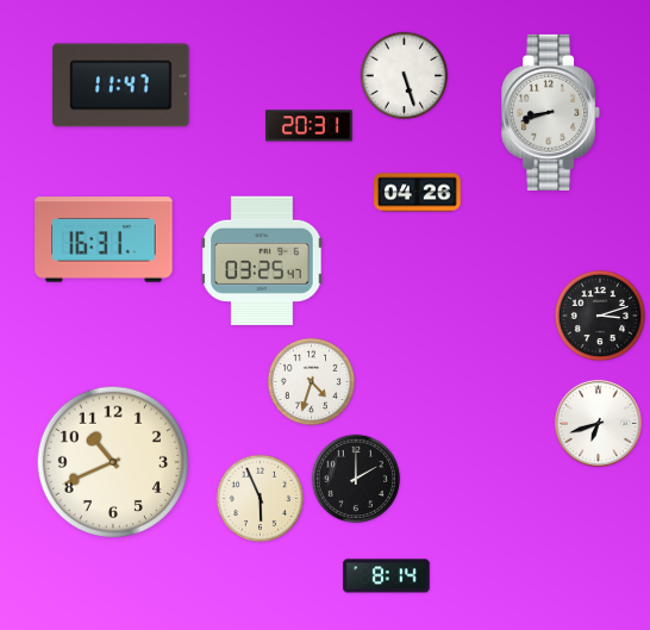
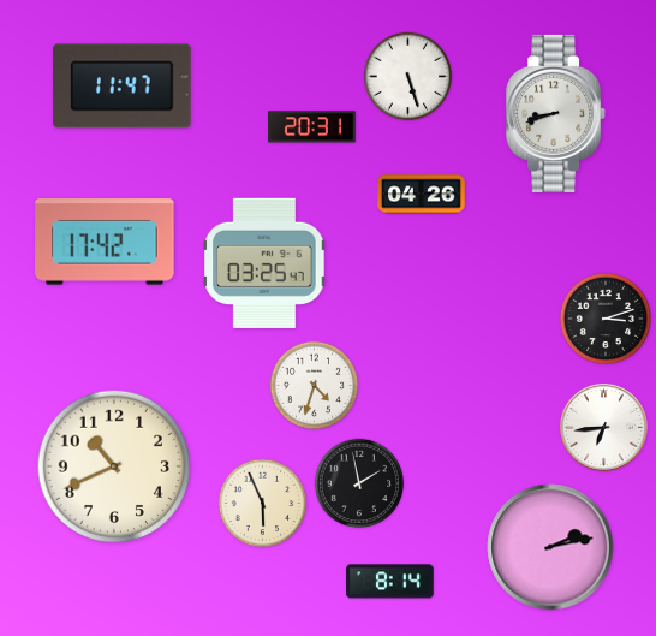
clock at (104, 239): 16:31 -> 17:42
clock at (598, 423): 6:42 -> 6:44
clock at (356, 479): 2:00 -> 1:58
clock at (550, 547): none -> 2:13
